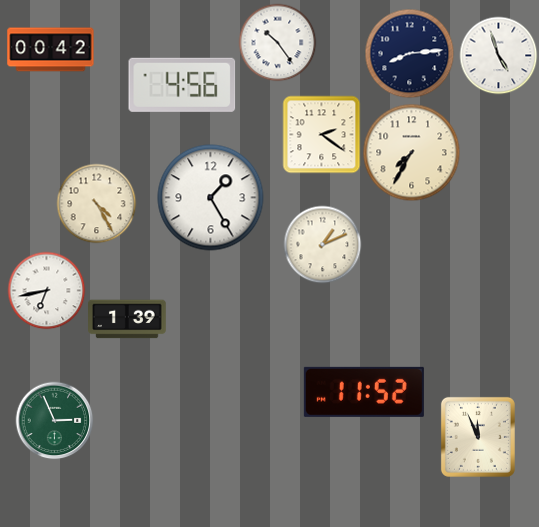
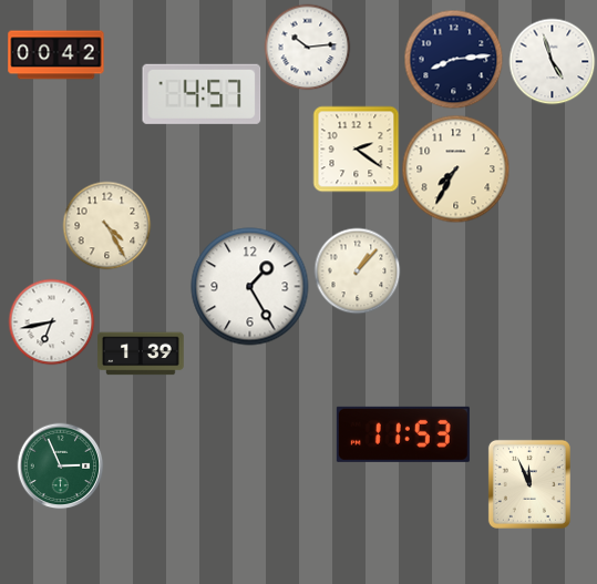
clock at (277, 42): 10:24 -> 10:14
clock at (182, 85): 4:56 -> 4:57
clock at (211, 198) position: (211, 198) -> (250, 287)
clock at (322, 244): 1:11 -> 1:07
clock at (364, 392): 11:52 -> 11:53
